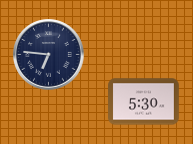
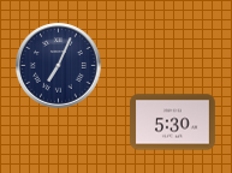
clock at (49, 55): 6:46 -> 7:04
